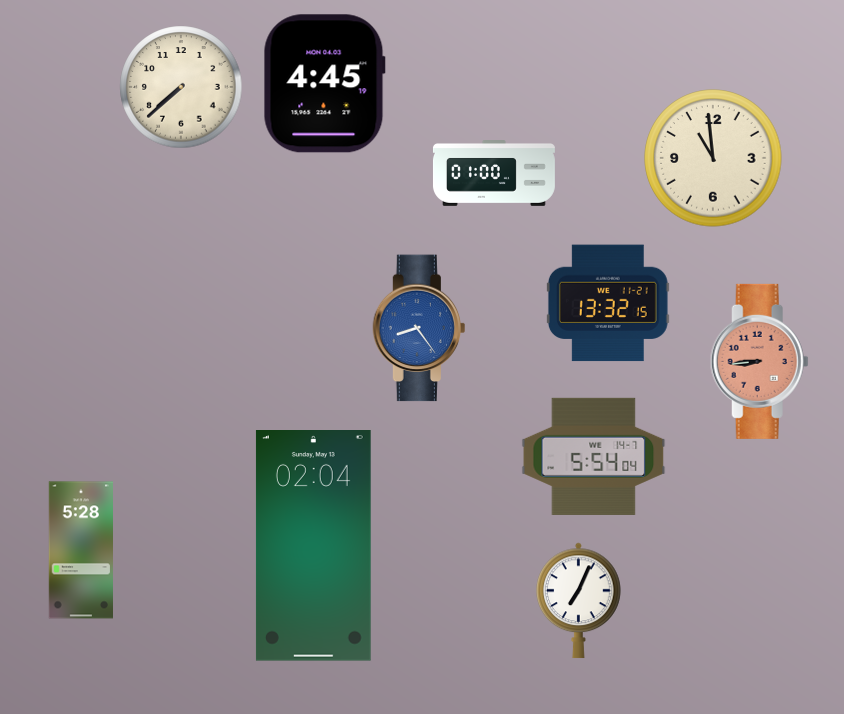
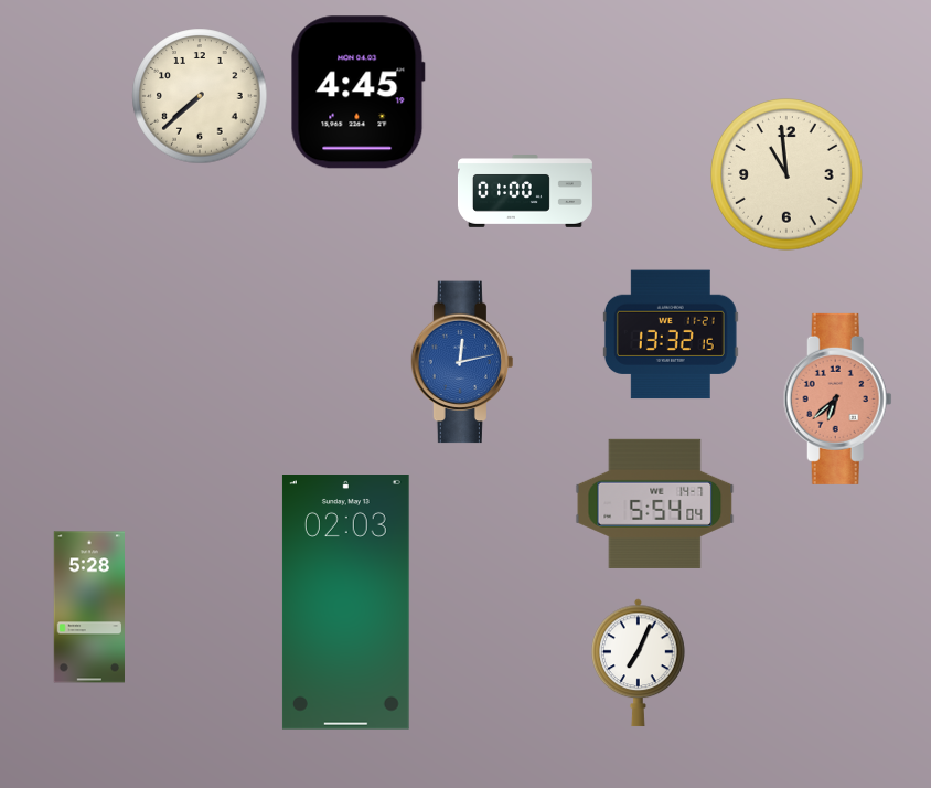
clock at (494, 174) position: (494, 174) -> (525, 192)
clock at (419, 328): 8:24 -> 12:13
clock at (759, 361): 8:44 -> 6:38
clock at (313, 546): 02:04 -> 02:03
